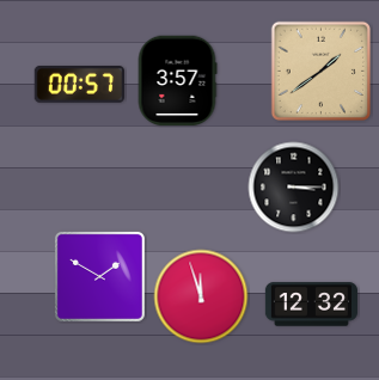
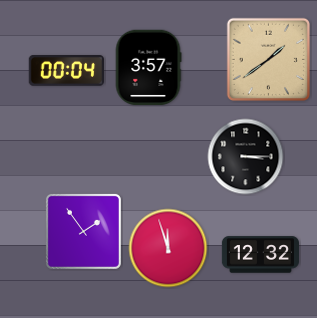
clock at (79, 85): 00:57 -> 00:04
clock at (99, 276): 1:50 -> 1:54
